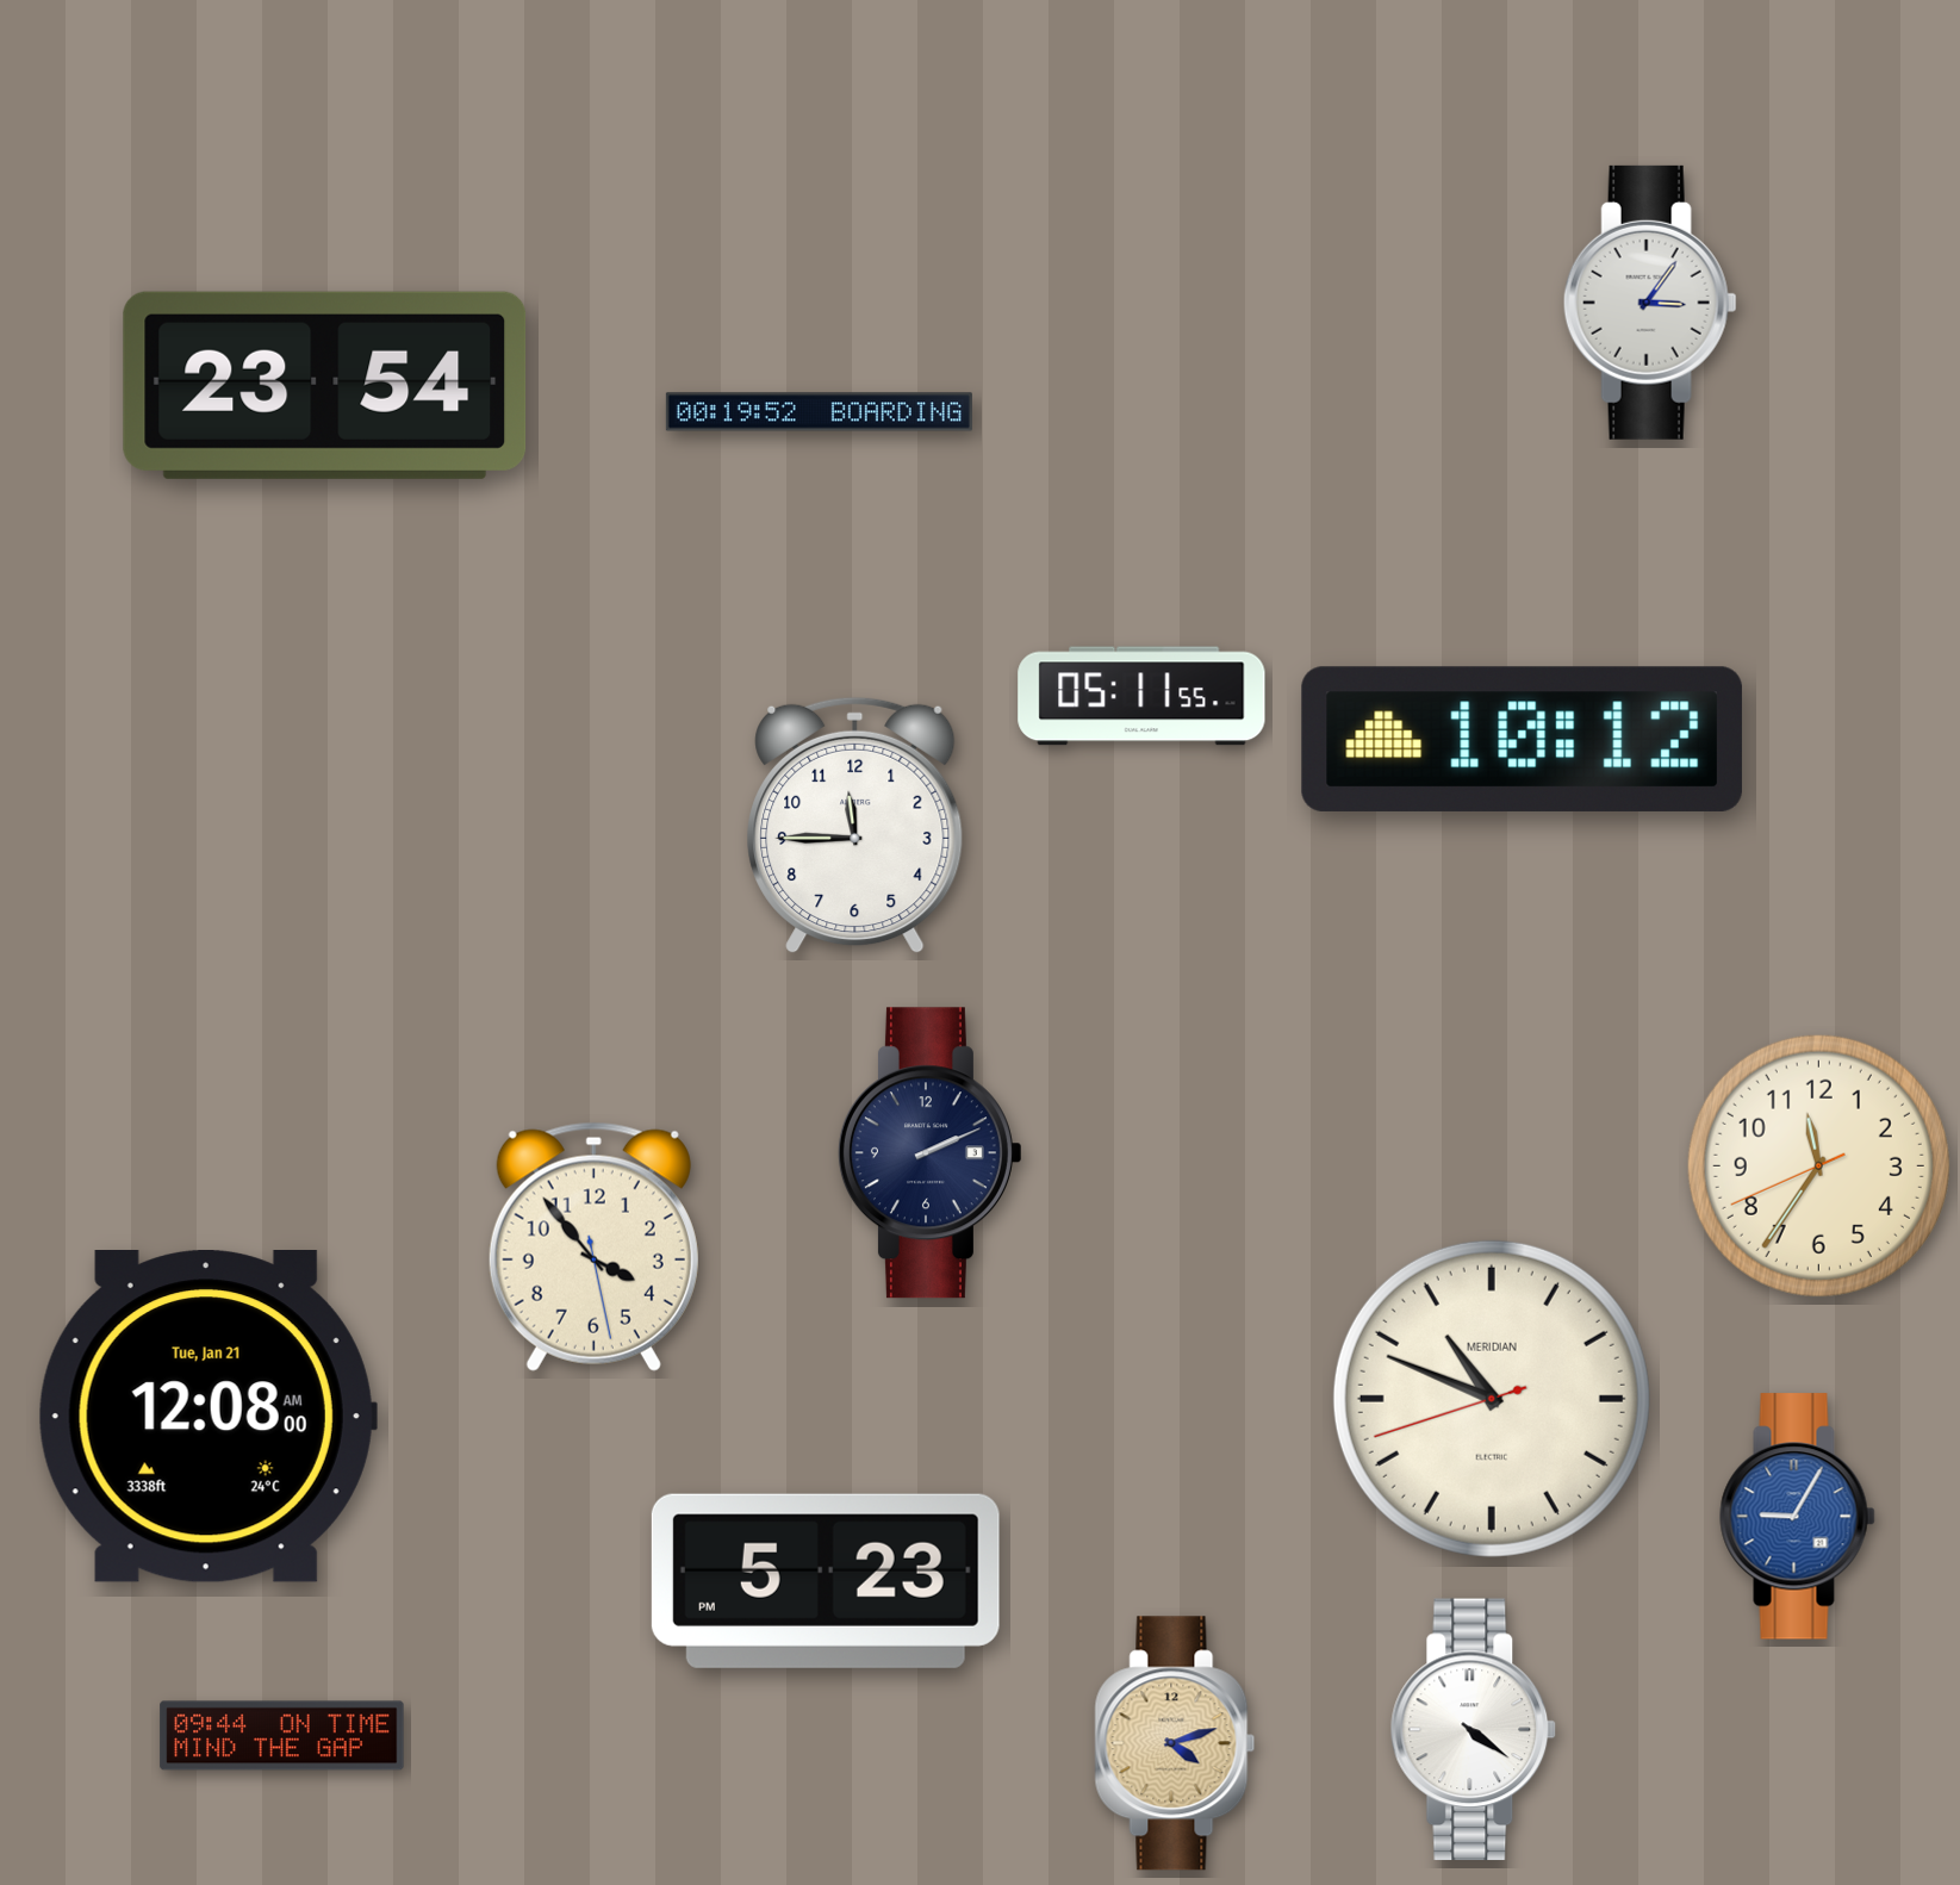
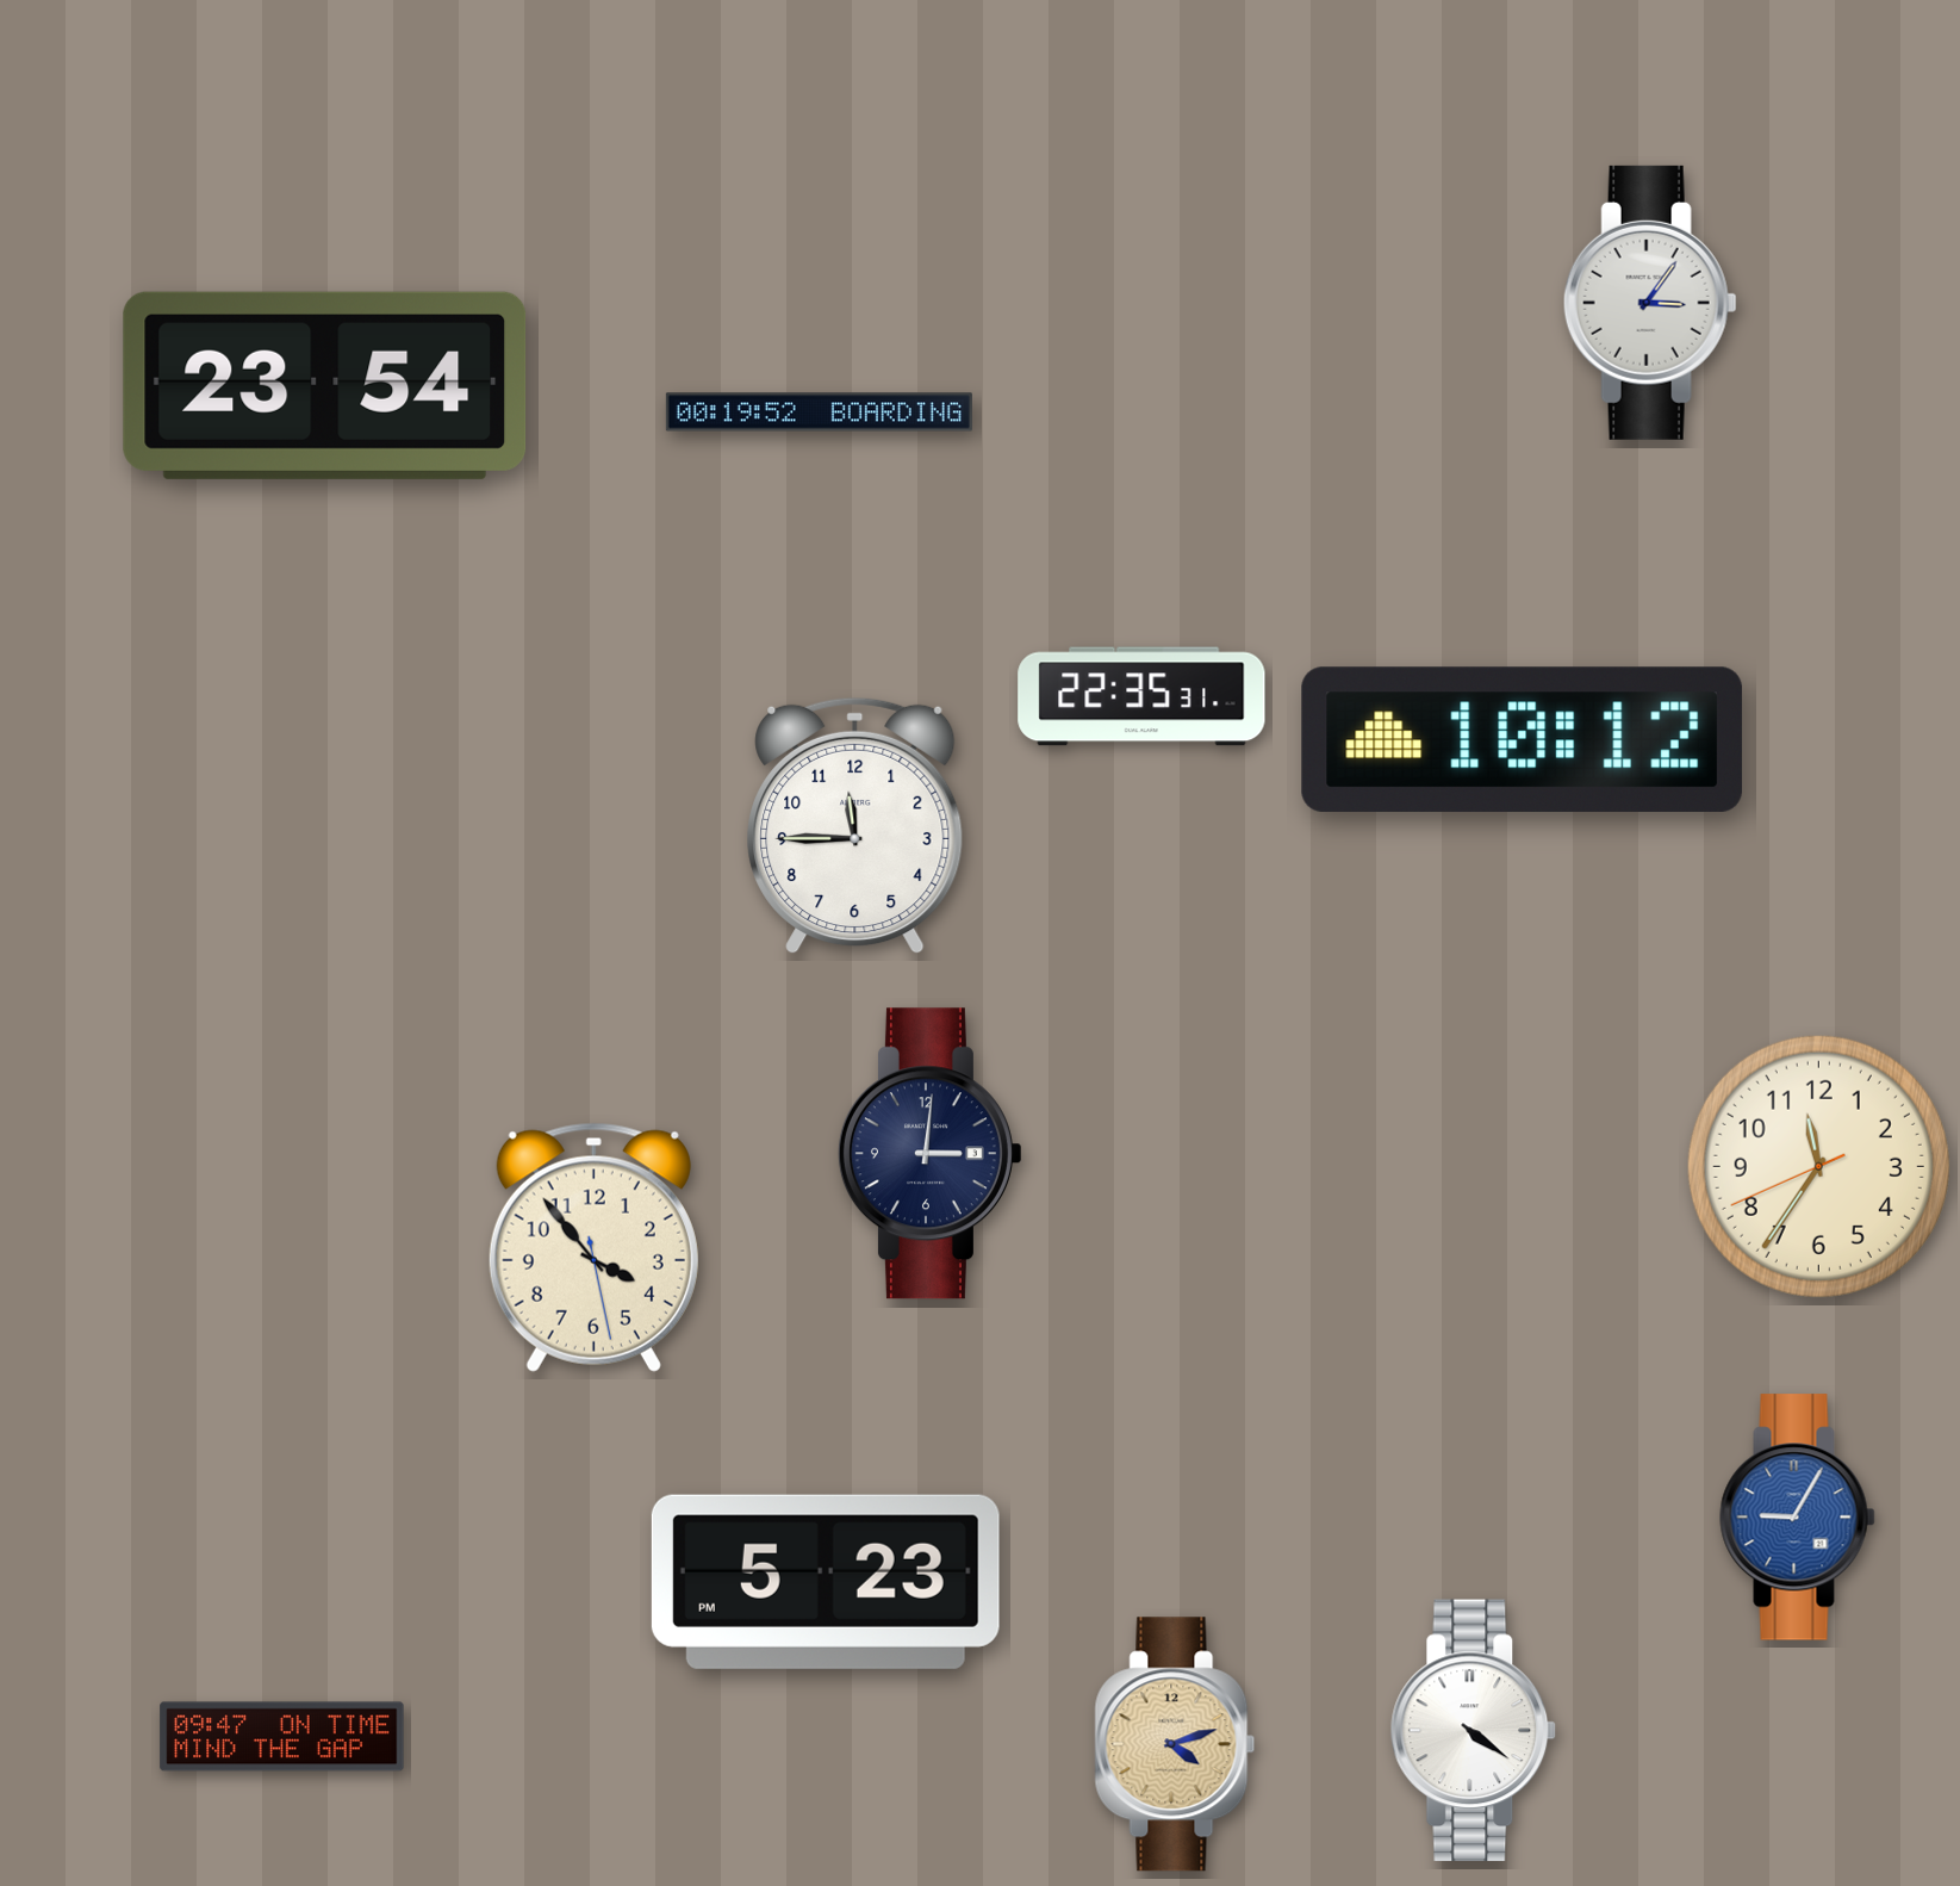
clock at (1141, 696): 05:11 -> 22:35
clock at (929, 1153): 2:11 -> 3:01
clock at (1492, 1399): 10:48 -> none
clock at (207, 1417): 12:08 -> none
clock at (282, 1736): 09:44 -> 09:47
